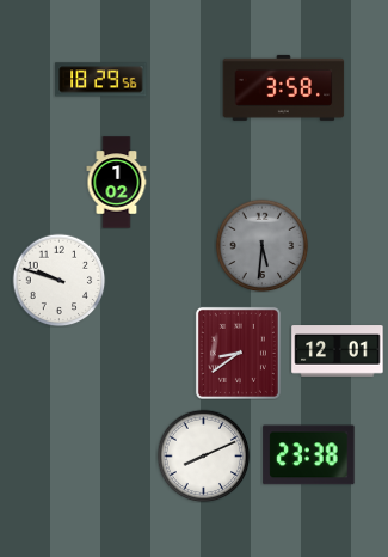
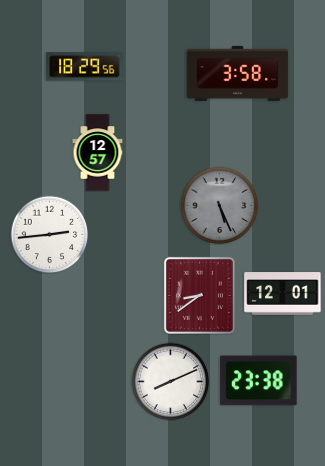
clock at (117, 183): 1:02 -> 12:57
clock at (261, 245): 5:31 -> 5:26
clock at (58, 280): 9:48 -> 2:44
